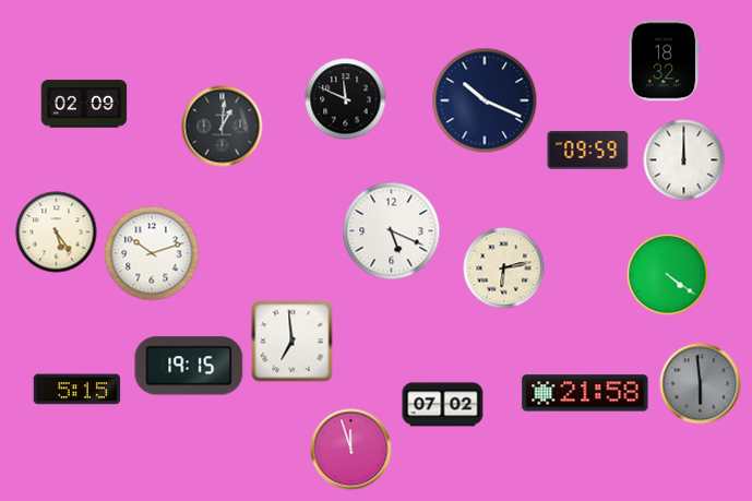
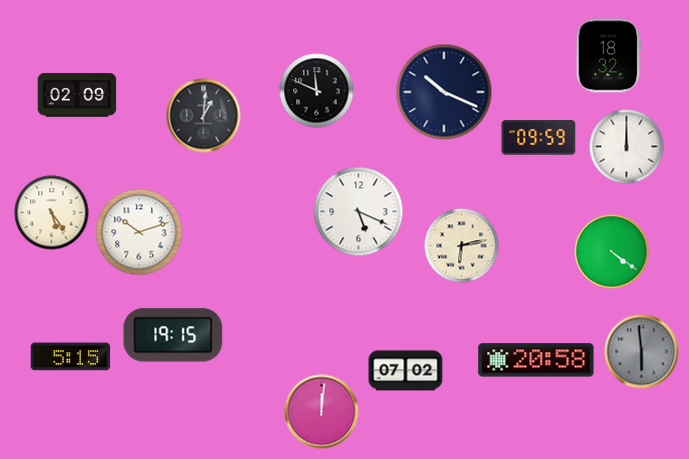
clock at (293, 342): 6:59 -> none
clock at (585, 393): 21:58 -> 20:58
clock at (351, 450): 11:57 -> 12:01
